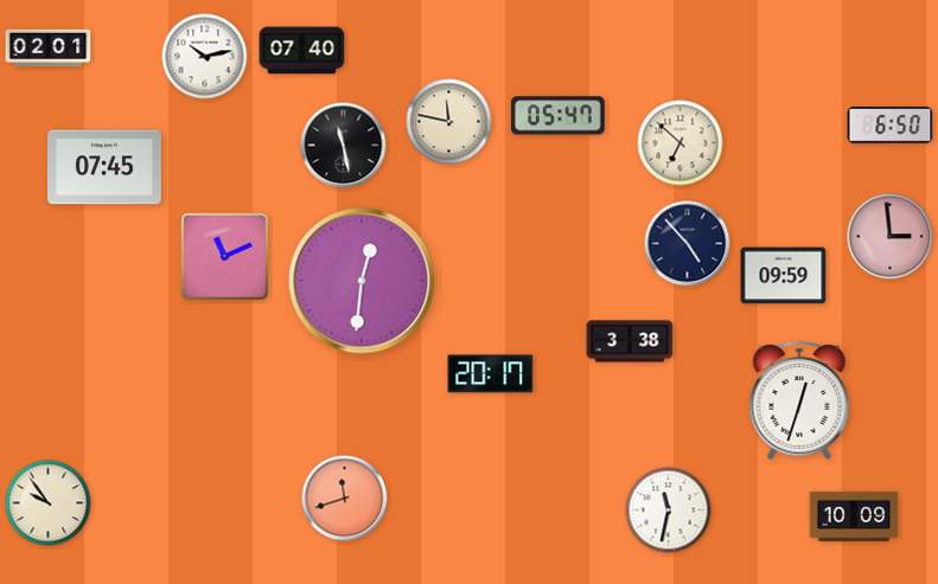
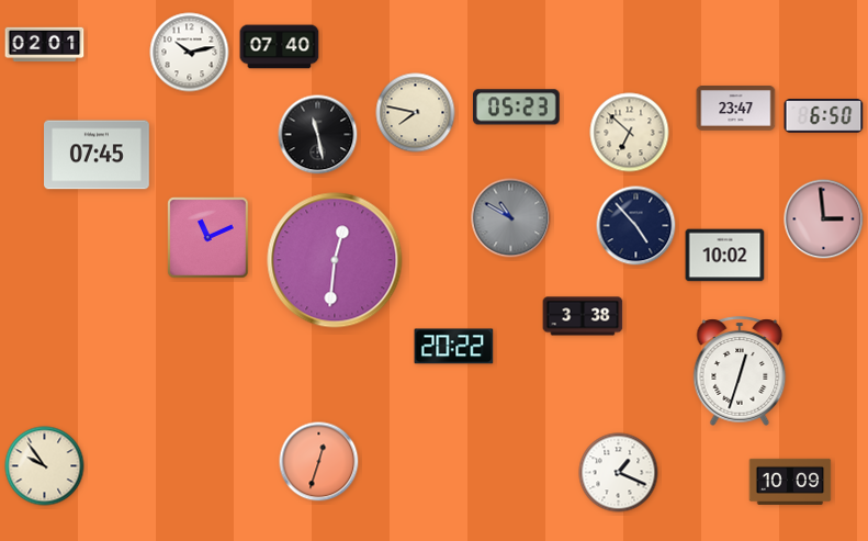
clock at (557, 116): 05:47 -> 05:23
clock at (736, 109): none -> 23:47
clock at (449, 122): 11:47 -> 7:47
clock at (511, 218): none -> 10:50
clock at (784, 276): 09:59 -> 10:02
clock at (491, 374): 20:17 -> 20:22
clock at (345, 499): 11:42 -> 12:33
clock at (669, 511): 11:32 -> 1:19
clock at (854, 516) position: (854, 516) -> (790, 482)
